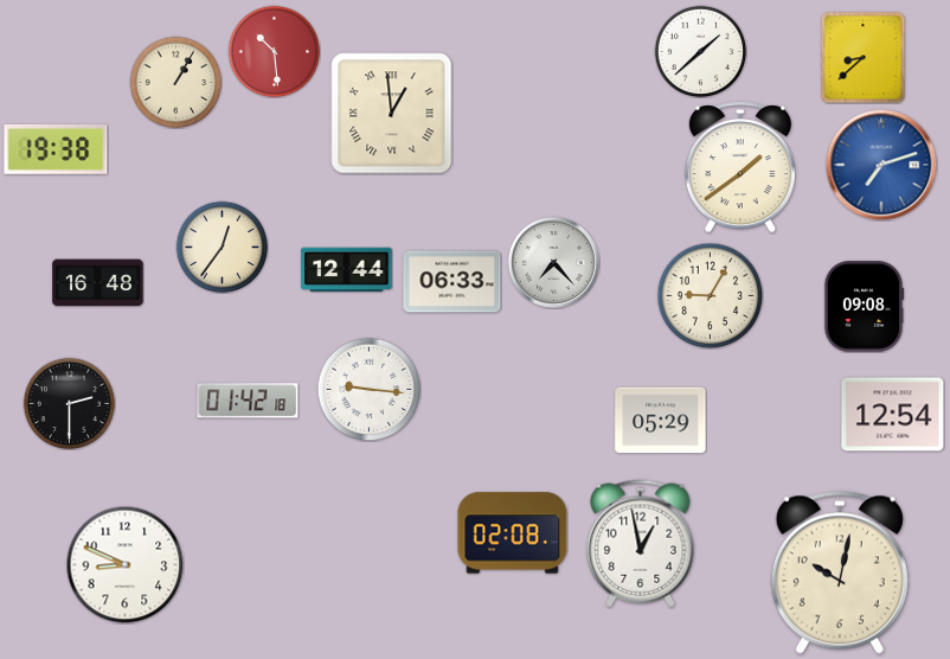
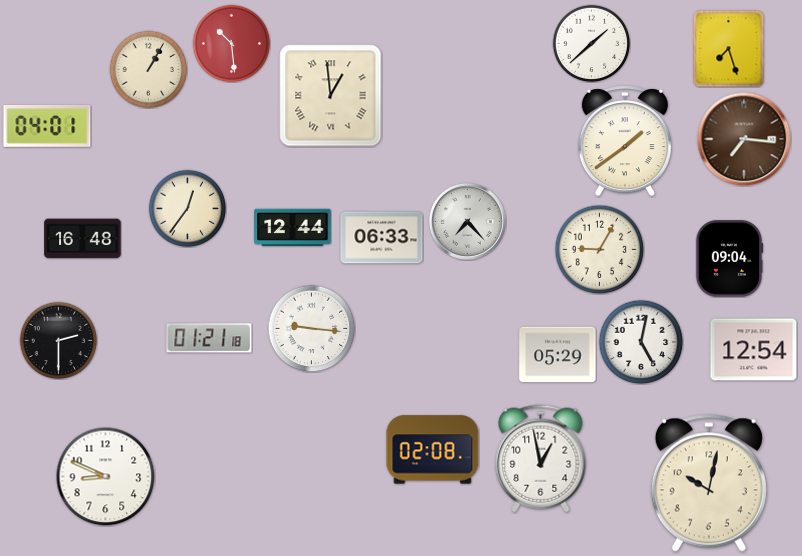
clock at (864, 57): 8:38 -> 7:27
clock at (56, 151): 19:38 -> 04:01
clock at (881, 165): 7:12 -> 7:16
clock at (881, 165) dial: blue -> brown
clock at (864, 307): 09:08 -> 09:04
clock at (248, 401): 01:42 -> 01:21
clock at (641, 342): none -> 5:02
